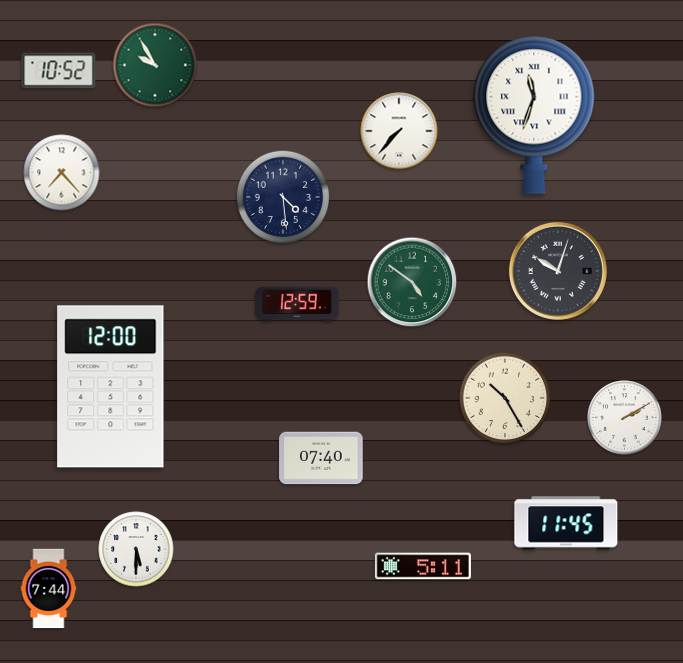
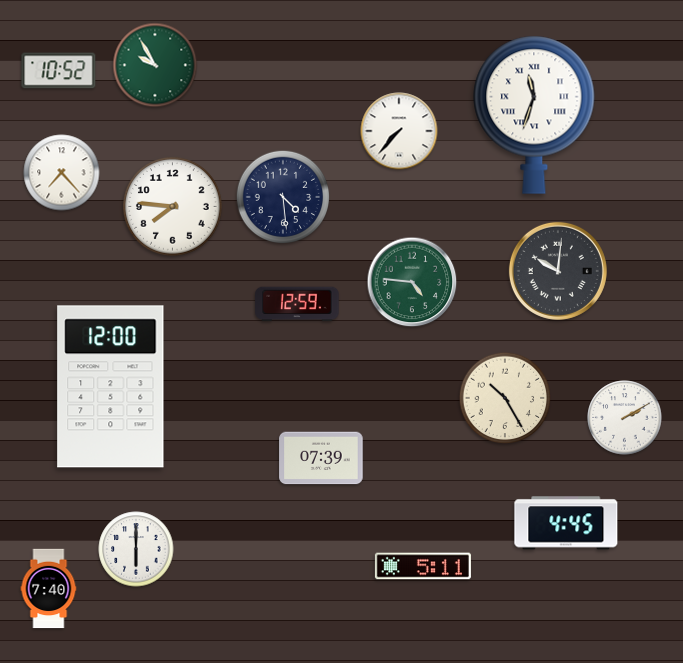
clock at (173, 207): none -> 7:46
clock at (558, 271): 10:03 -> 10:01
clock at (412, 282): 4:51 -> 4:46
clock at (321, 458): 07:40 -> 07:39
clock at (566, 523): 11:45 -> 4:45
clock at (136, 549): 5:30 -> 6:00
clock at (49, 589): 7:44 -> 7:40
